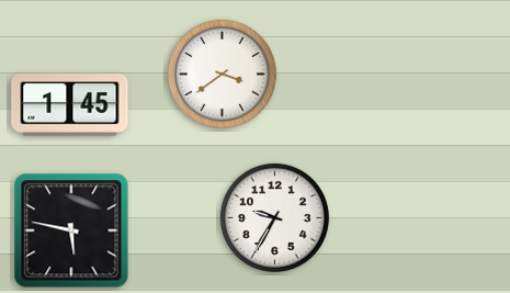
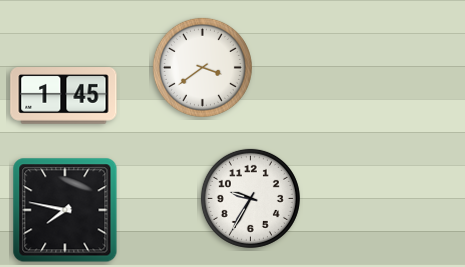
clock at (71, 230): 5:47 -> 7:47
